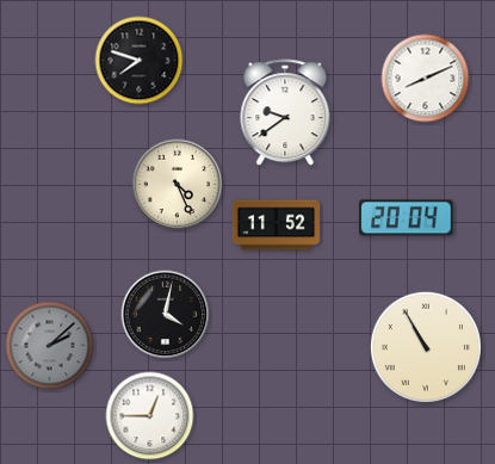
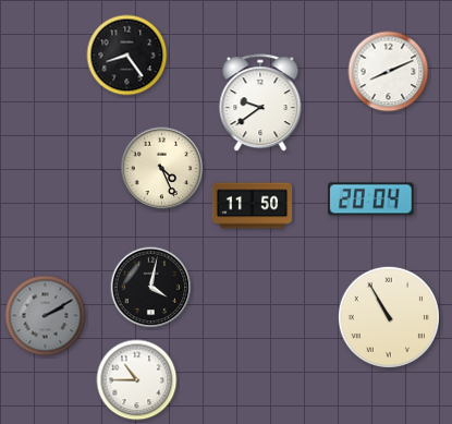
clock at (140, 61): 7:48 -> 8:24
clock at (277, 225): 11:52 -> 11:50
clock at (50, 346): 2:08 -> 2:10
clock at (150, 416): 12:45 -> 10:45
